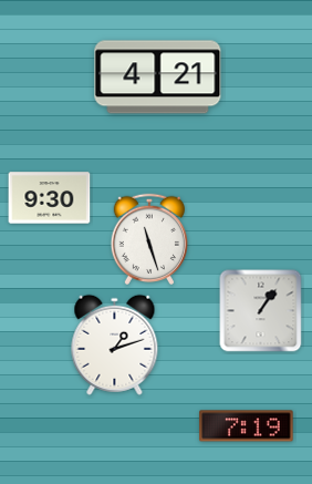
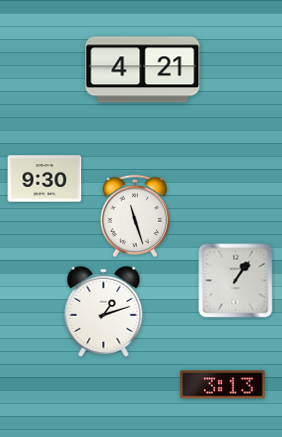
clock at (247, 426): 7:19 -> 3:13
